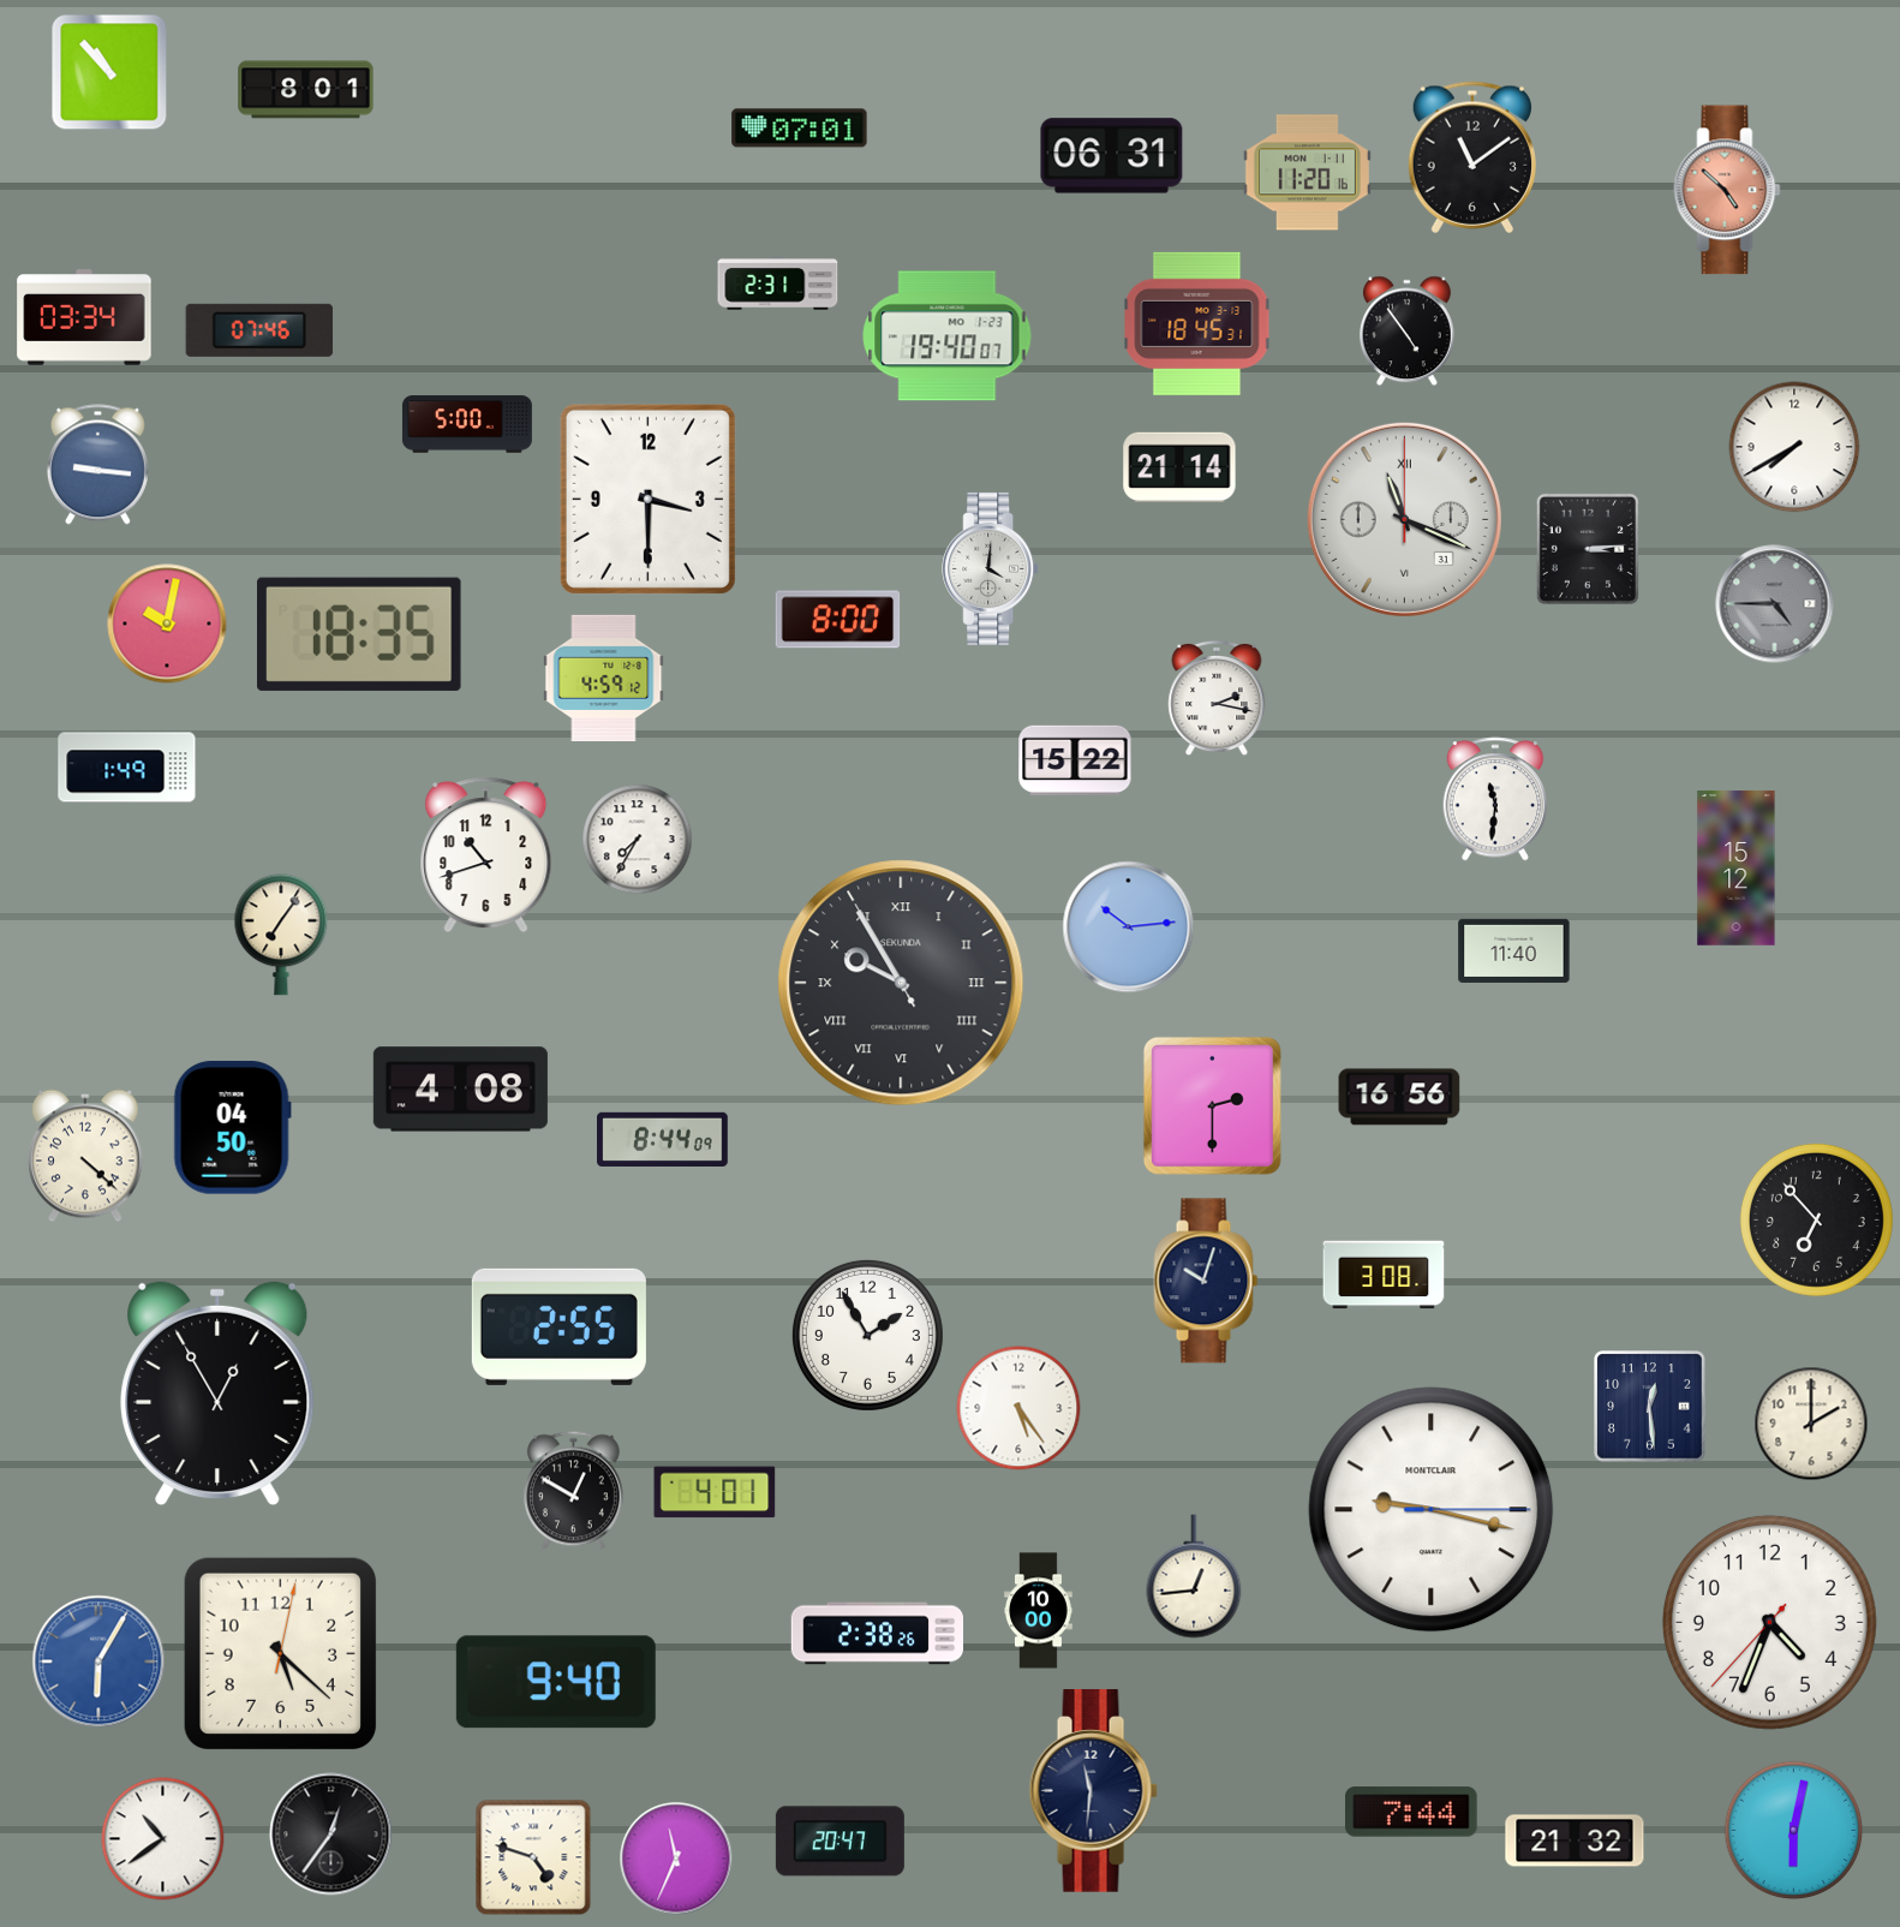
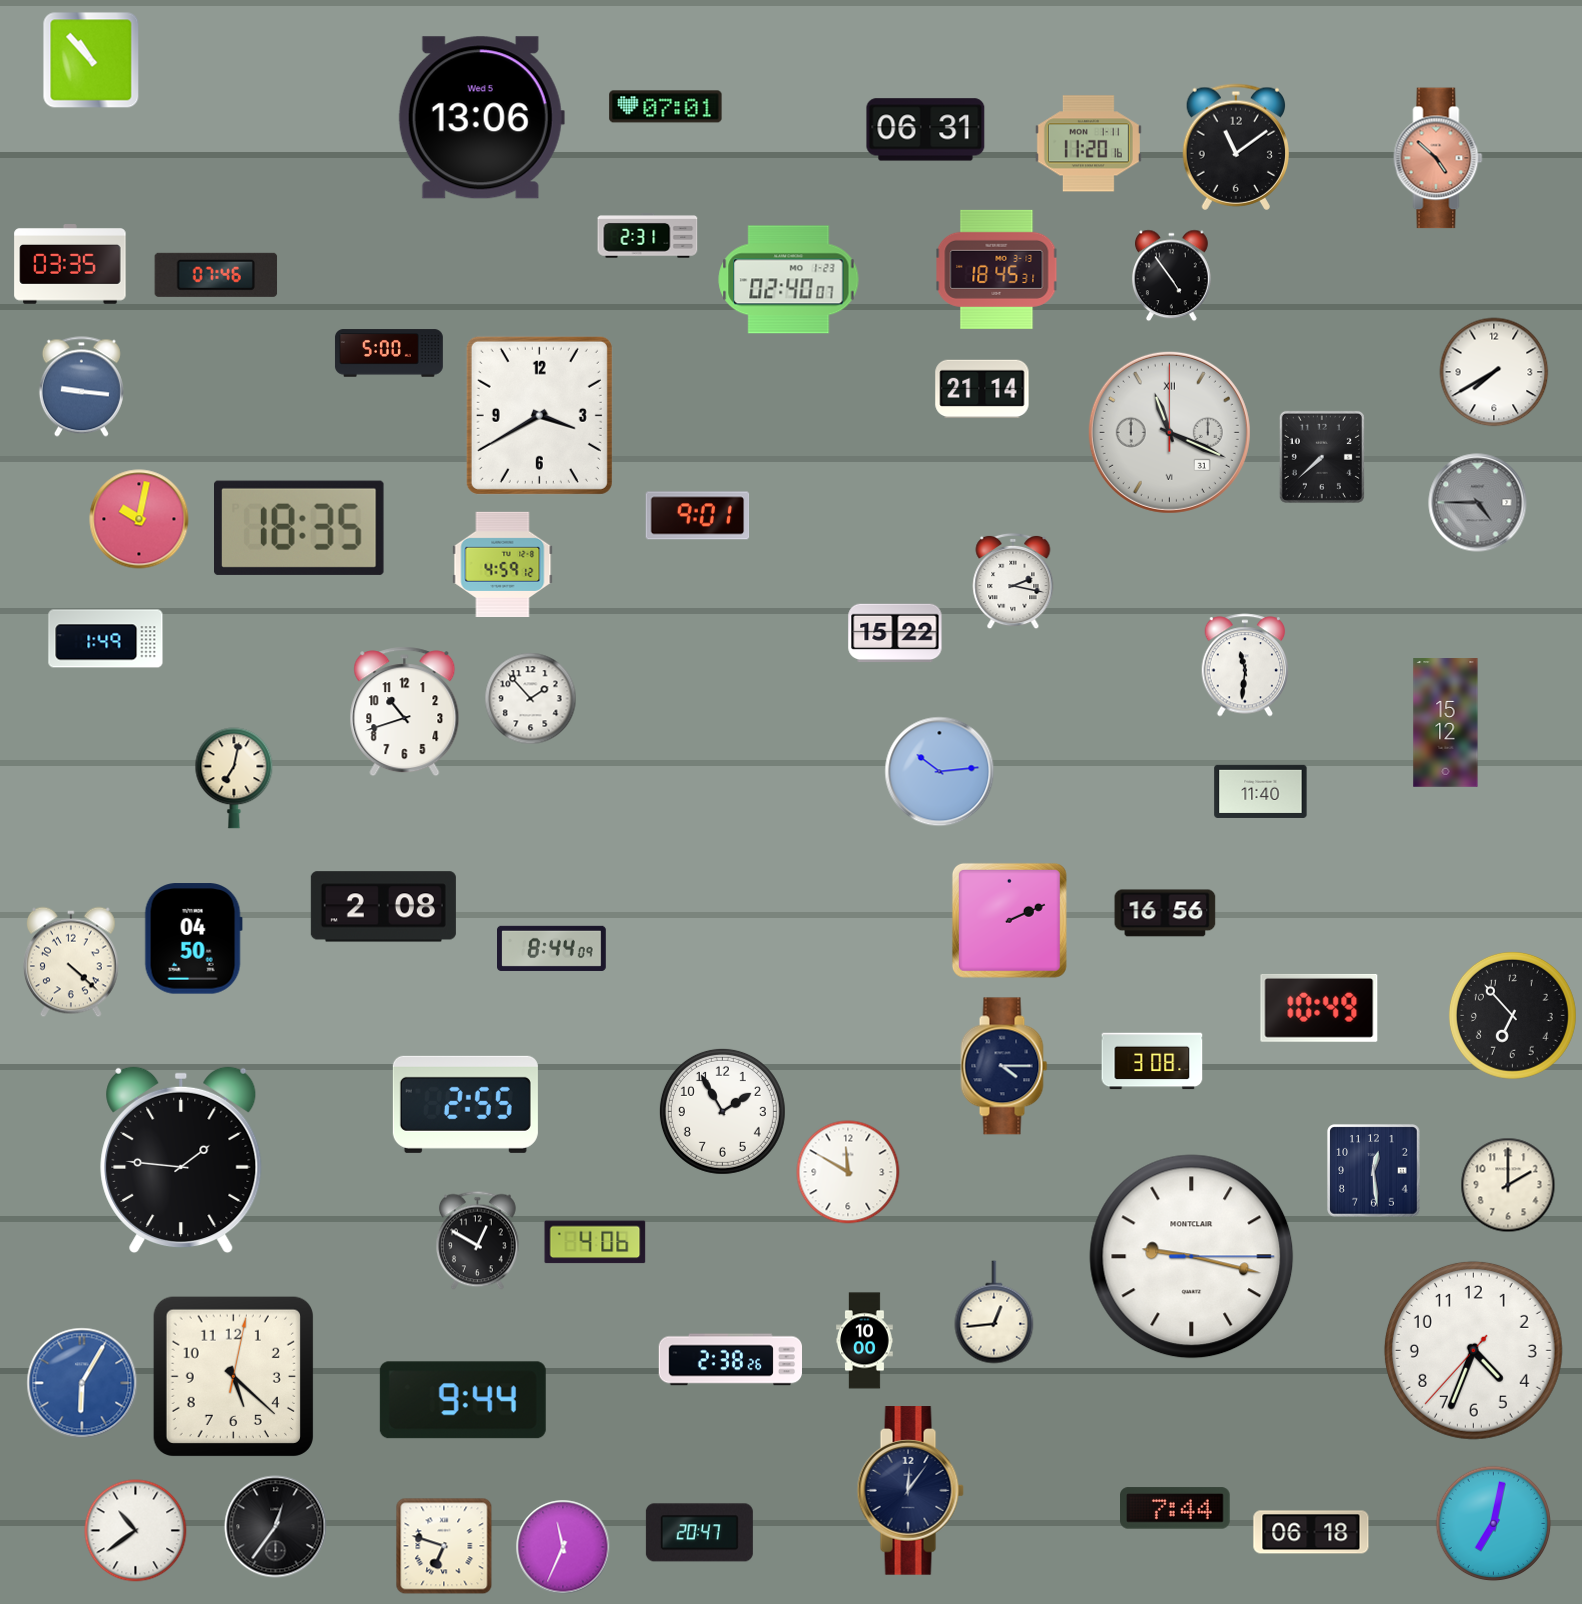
clock at (306, 90): 8:01 -> none
clock at (481, 118): none -> 13:06
clock at (1471, 157) position: (1471, 157) -> (1235, 147)
clock at (84, 318): 03:34 -> 03:35
clock at (948, 336): 19:40 -> 02:40
clock at (647, 499): 3:30 -> 3:40
clock at (1588, 549): 3:14 -> 7:38
clock at (991, 568): 4:01 -> none
clock at (838, 620): 8:00 -> 9:01
clock at (638, 840): 7:35 -> 1:53
clock at (281, 935): 7:06 -> 7:02
clock at (901, 983): 9:54 -> none
clock at (460, 1090): 4:08 -> 2:08
clock at (1212, 1105): 2:30 -> 2:11
clock at (1319, 1008): none -> 10:49
clock at (1206, 1281): 10:03 -> 4:15
clock at (217, 1394): 12:55 -> 1:46
clock at (1018, 1408): 5:24 -> 11:50
clock at (715, 1492): 4:01 -> 4:06
clock at (556, 1682): 9:40 -> 9:44
clock at (1093, 1791): 11:31 -> 12:06
clock at (1794, 1831): 6:02 -> 7:02
clock at (1575, 1841): 21:32 -> 06:18
clock at (533, 1857): 4:48 -> 6:48
